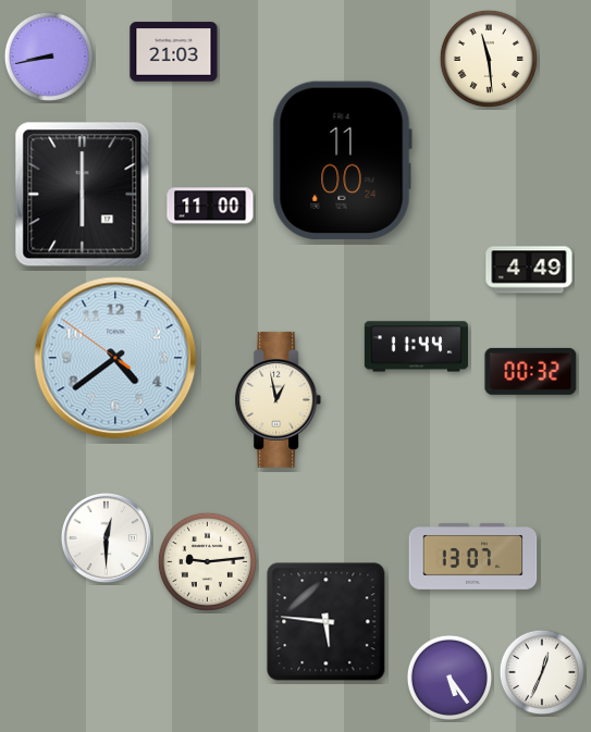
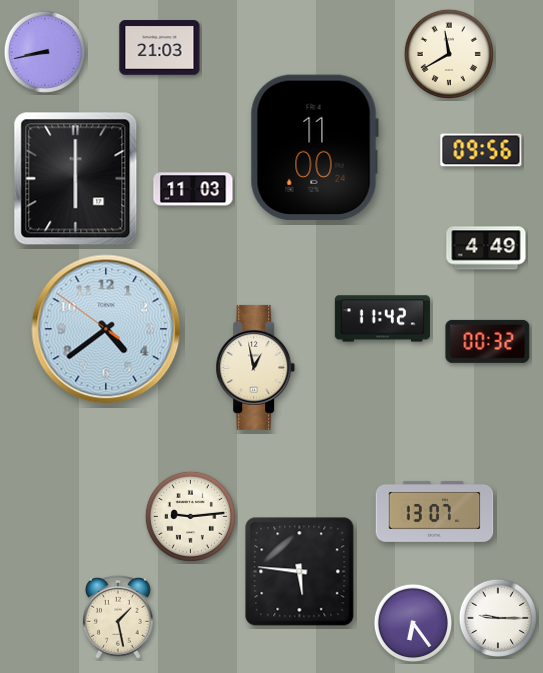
clock at (489, 59): 11:29 -> 11:40
clock at (481, 150): none -> 09:56
clock at (210, 206): 11:00 -> 11:03
clock at (416, 347): 11:44 -> 11:42
clock at (106, 537): 12:30 -> none
clock at (119, 617): none -> 1:28
clock at (541, 671): 12:34 -> 9:15
clock at (448, 677): 5:24 -> 6:24
